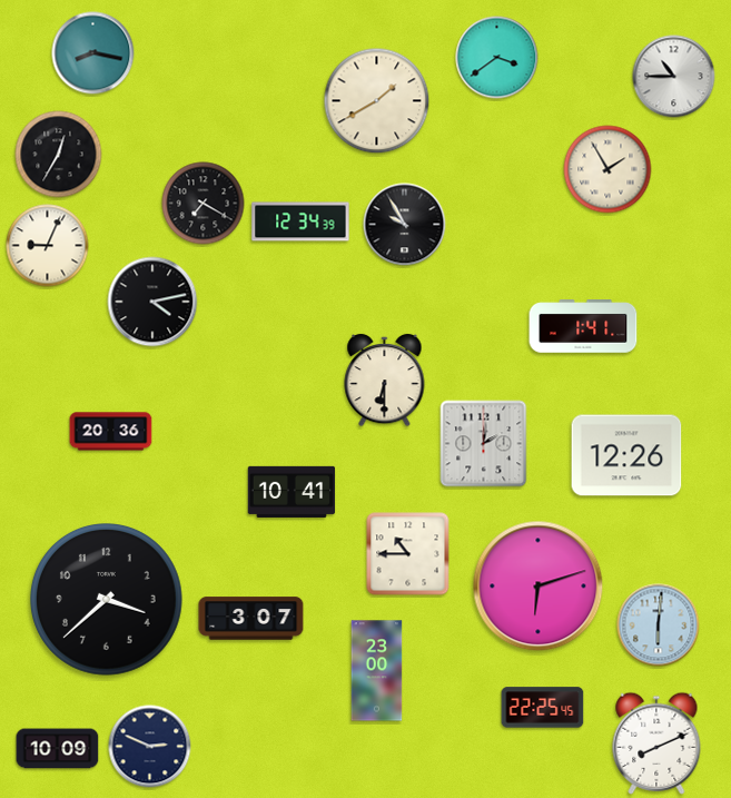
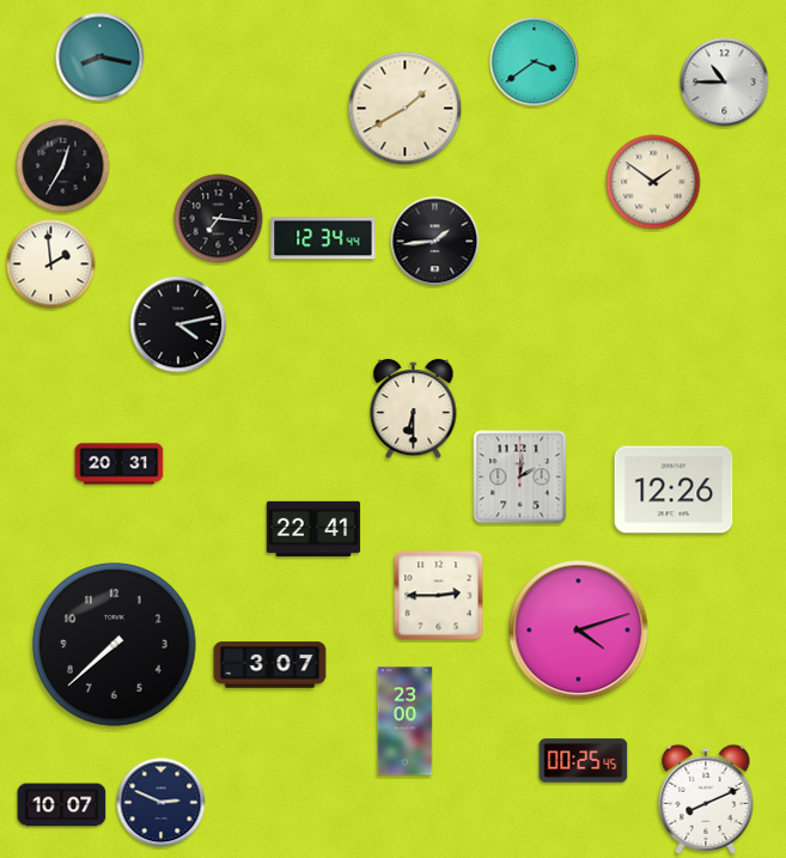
clock at (607, 169): 1:55 -> 1:51
clock at (204, 204): 7:20 -> 7:16
clock at (300, 221): 12:34:39 -> 12:34:44
clock at (405, 225): 9:55 -> 1:44
clock at (48, 246): 9:04 -> 1:59
clock at (152, 302) position: (152, 302) -> (178, 324)
clock at (583, 326): 1:41 -> none
clock at (111, 432): 20:36 -> 20:31
clock at (292, 492): 10:41 -> 22:41
clock at (408, 554): 10:45 -> 2:45
clock at (539, 587): 6:12 -> 4:12
clock at (107, 600): 3:38 -> 7:38
clock at (659, 625): 6:01 -> none
clock at (543, 708): 22:25 -> 00:25
clock at (58, 749): 10:09 -> 10:07
